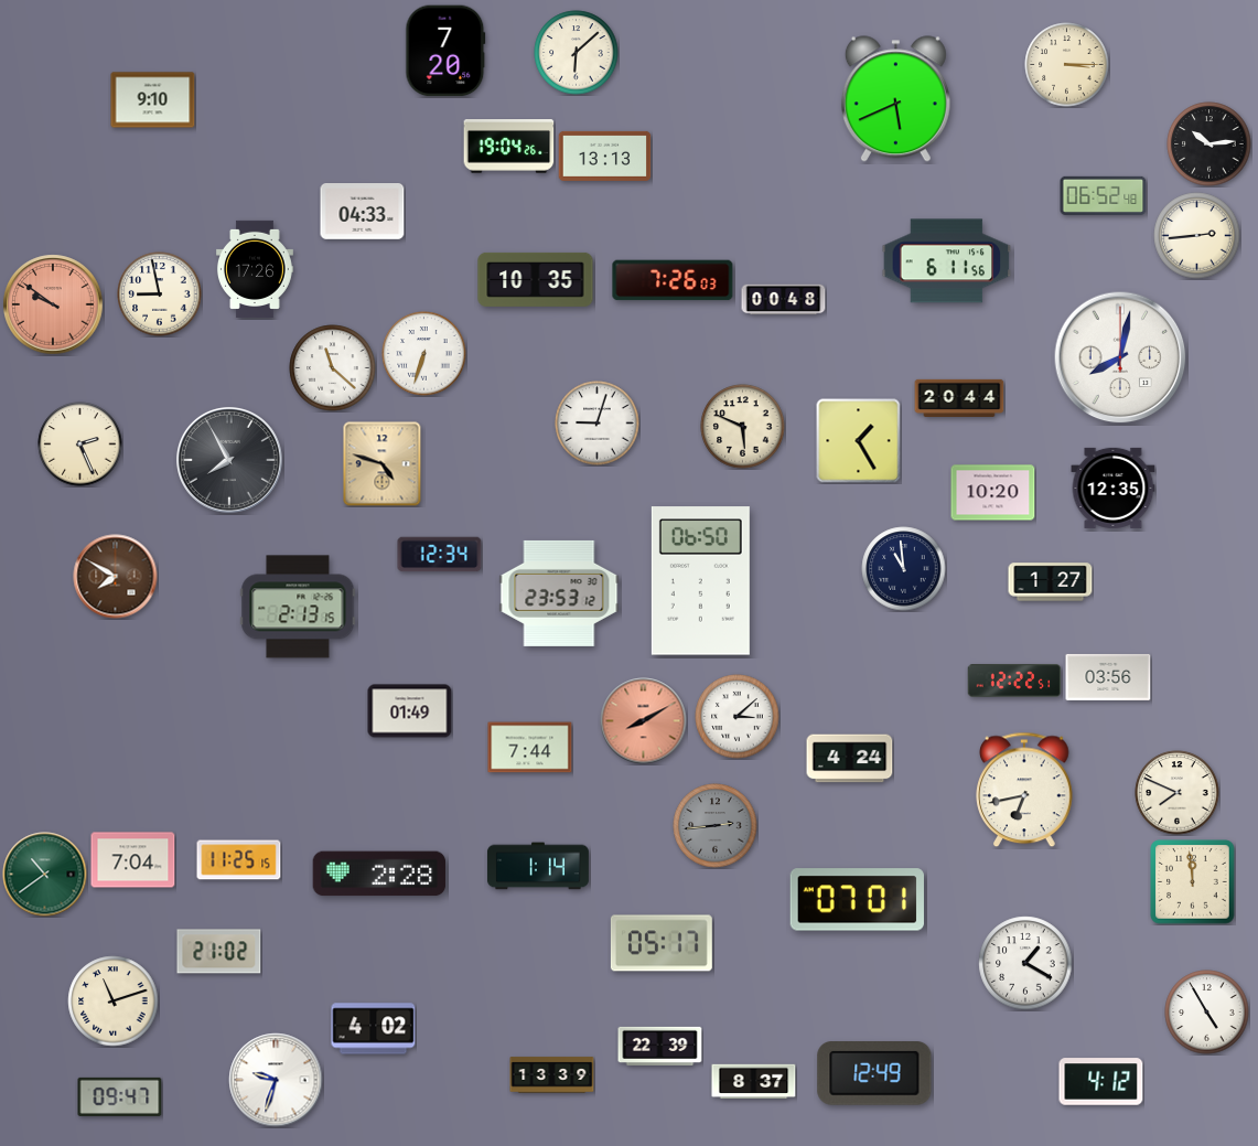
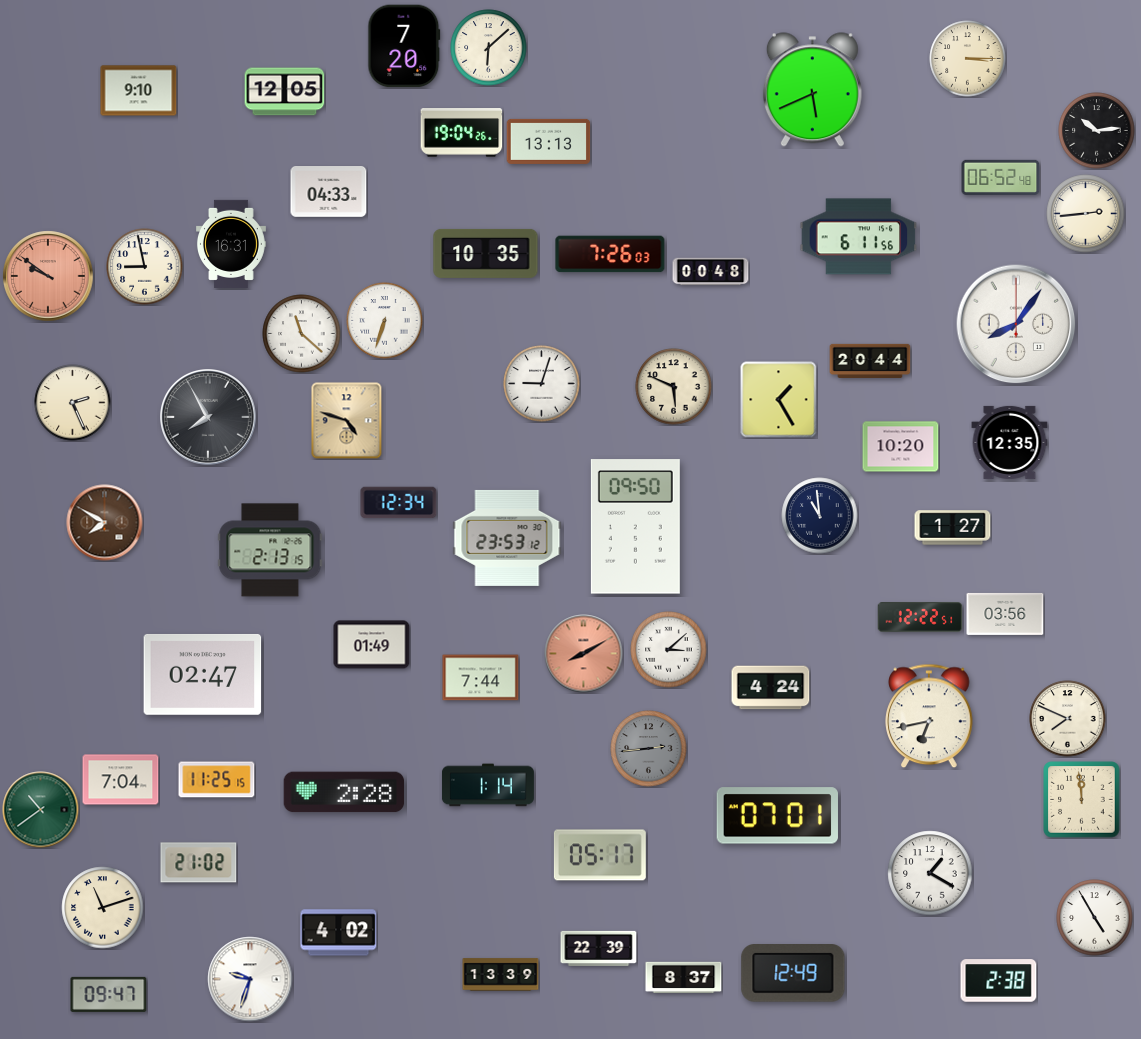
clock at (577, 53) position: (577, 53) -> (489, 48)
clock at (285, 92): none -> 12:05
clock at (256, 269): 17:26 -> 16:31
clock at (1120, 357): 8:02 -> 8:06
clock at (700, 581): 06:50 -> 09:50
clock at (203, 674): none -> 02:47
clock at (45, 875) position: (45, 875) -> (41, 810)
clock at (754, 1081) position: (754, 1081) -> (684, 977)
clock at (1101, 1082): 4:12 -> 2:38
